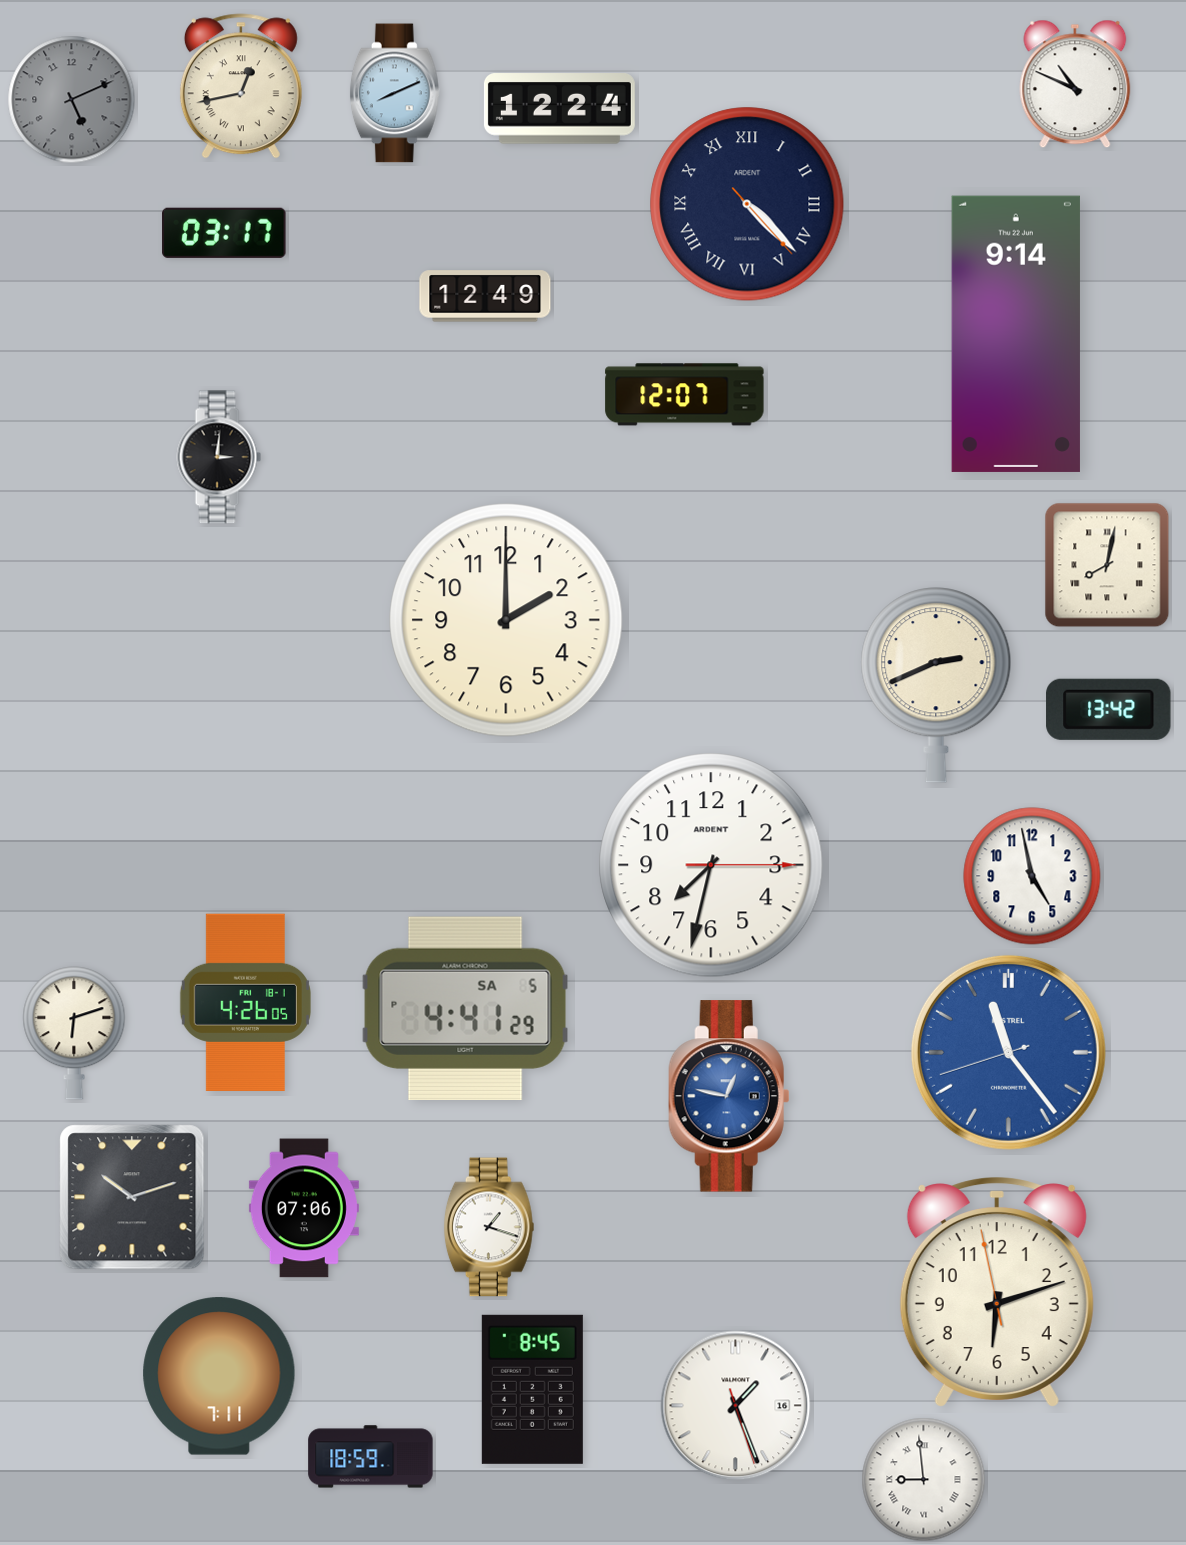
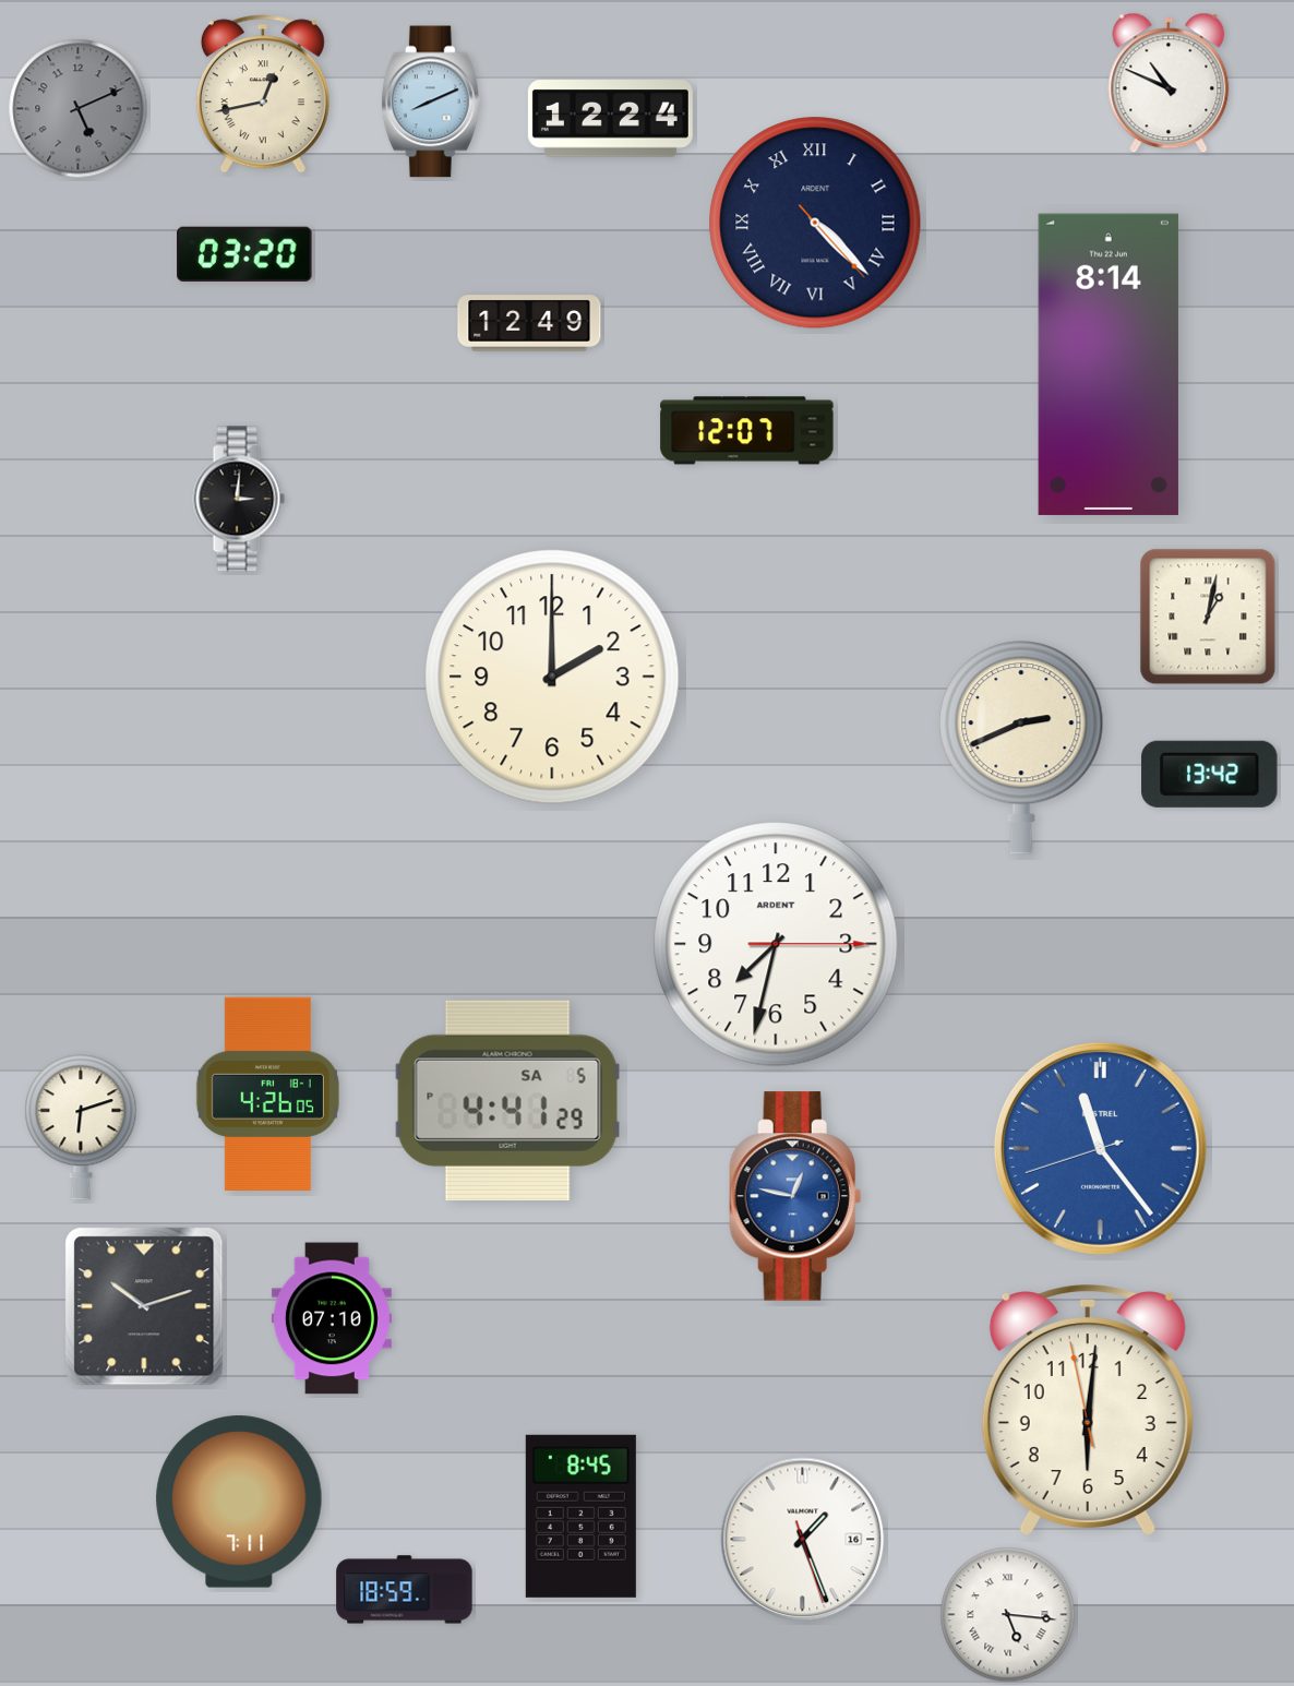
clock at (1075, 84) position: (1075, 84) -> (1169, 83)
clock at (224, 233): 03:17 -> 03:20
clock at (1016, 334): 9:14 -> 8:14
clock at (1107, 565): 8:02 -> 1:02
clock at (1032, 876): 4:58 -> none
clock at (304, 1208): 07:06 -> 07:10
clock at (489, 1227): 1:18 -> none
clock at (997, 1292): 6:11 -> 6:00
clock at (736, 1406) position: (736, 1406) -> (803, 1540)
clock at (924, 1480): 8:59 -> 5:16
